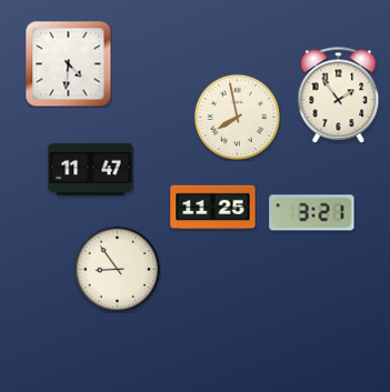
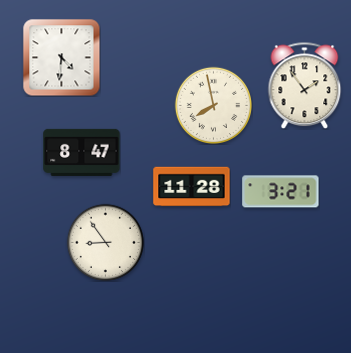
clock at (91, 169): 11:47 -> 8:47
clock at (213, 208): 11:25 -> 11:28
